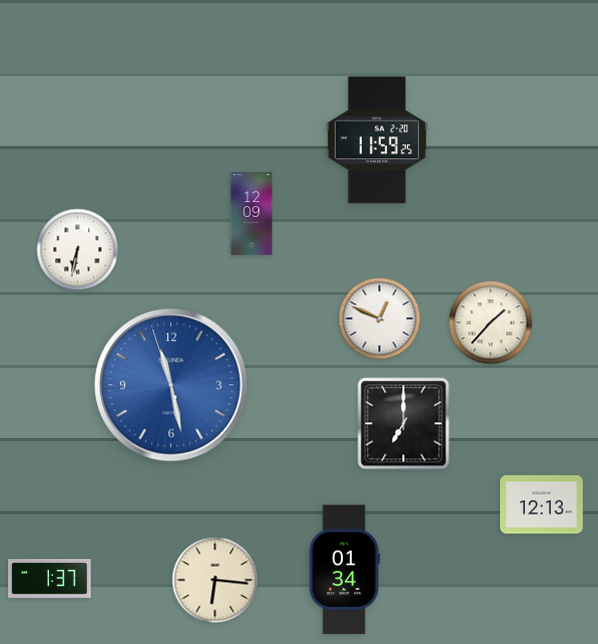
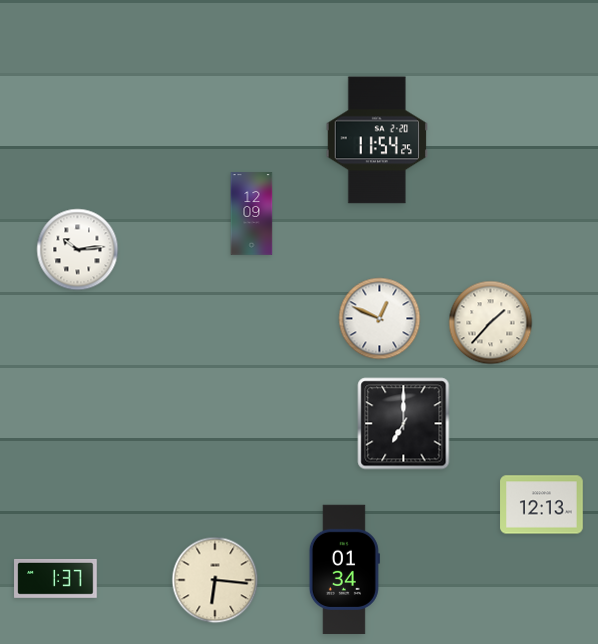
clock at (376, 140): 11:59 -> 11:54
clock at (78, 250): 6:32 -> 10:14
clock at (171, 385): 11:27 -> none
clock at (50, 578) position: (50, 578) -> (56, 578)
